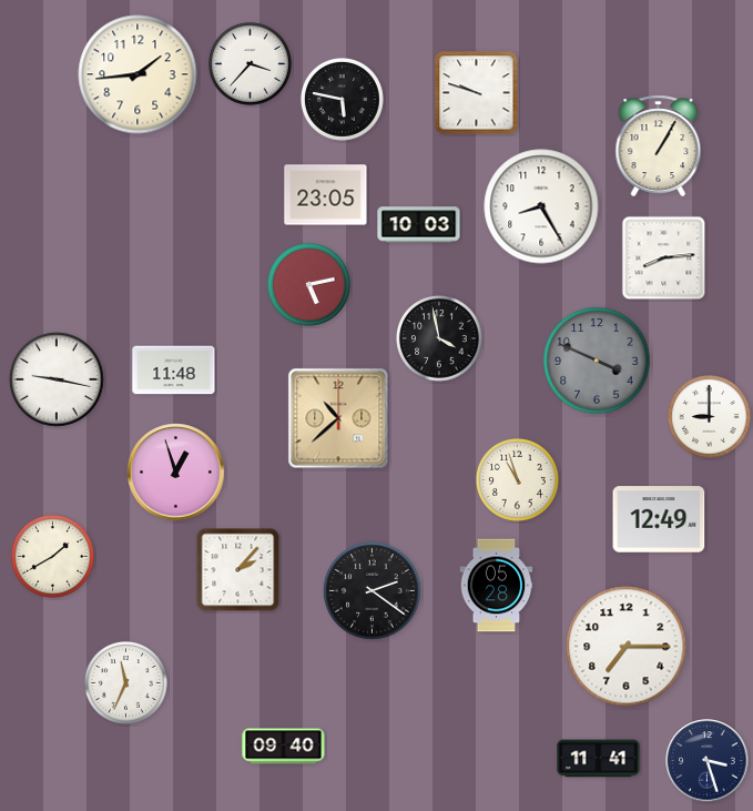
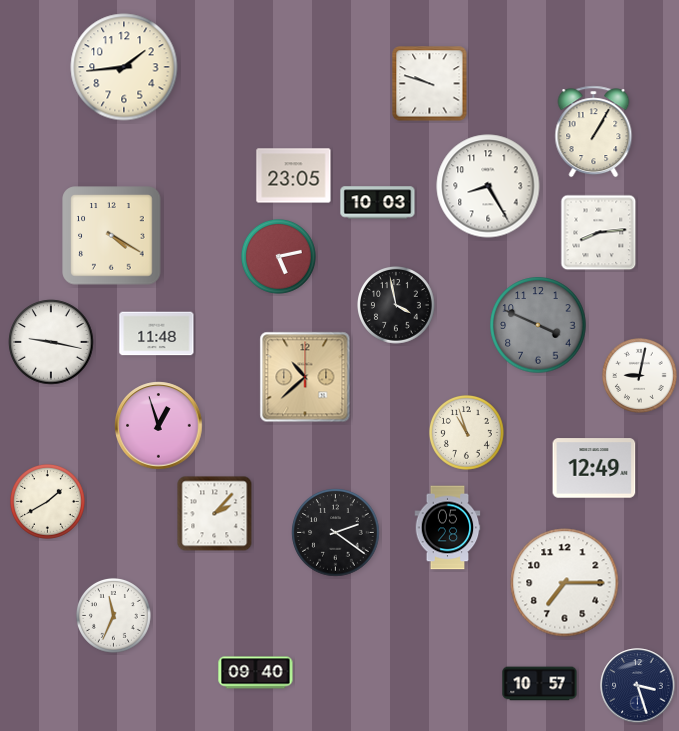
clock at (250, 63): 3:37 -> none
clock at (342, 99): 5:47 -> none
clock at (112, 236): none -> 4:20
clock at (709, 416): 9:00 -> 9:02
clock at (599, 759): 11:41 -> 10:57
